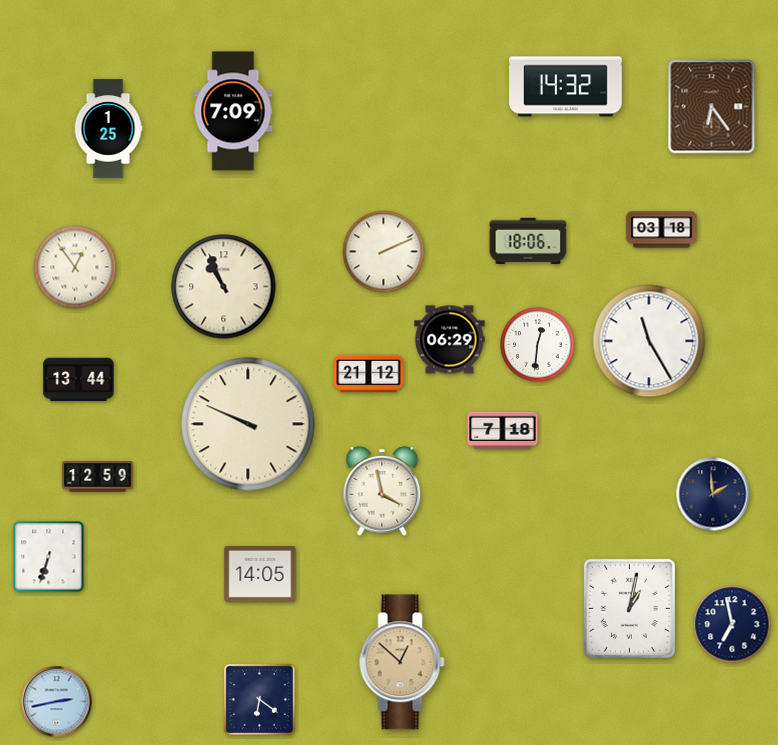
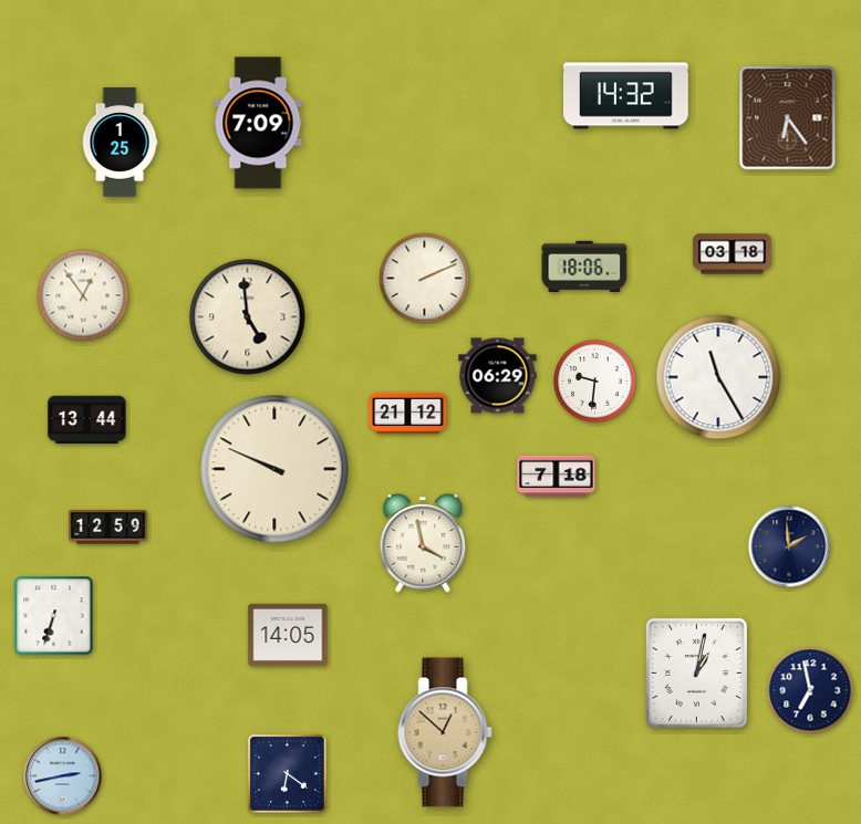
clock at (224, 287): 10:56 -> 4:59
clock at (538, 345): 12:31 -> 9:31
